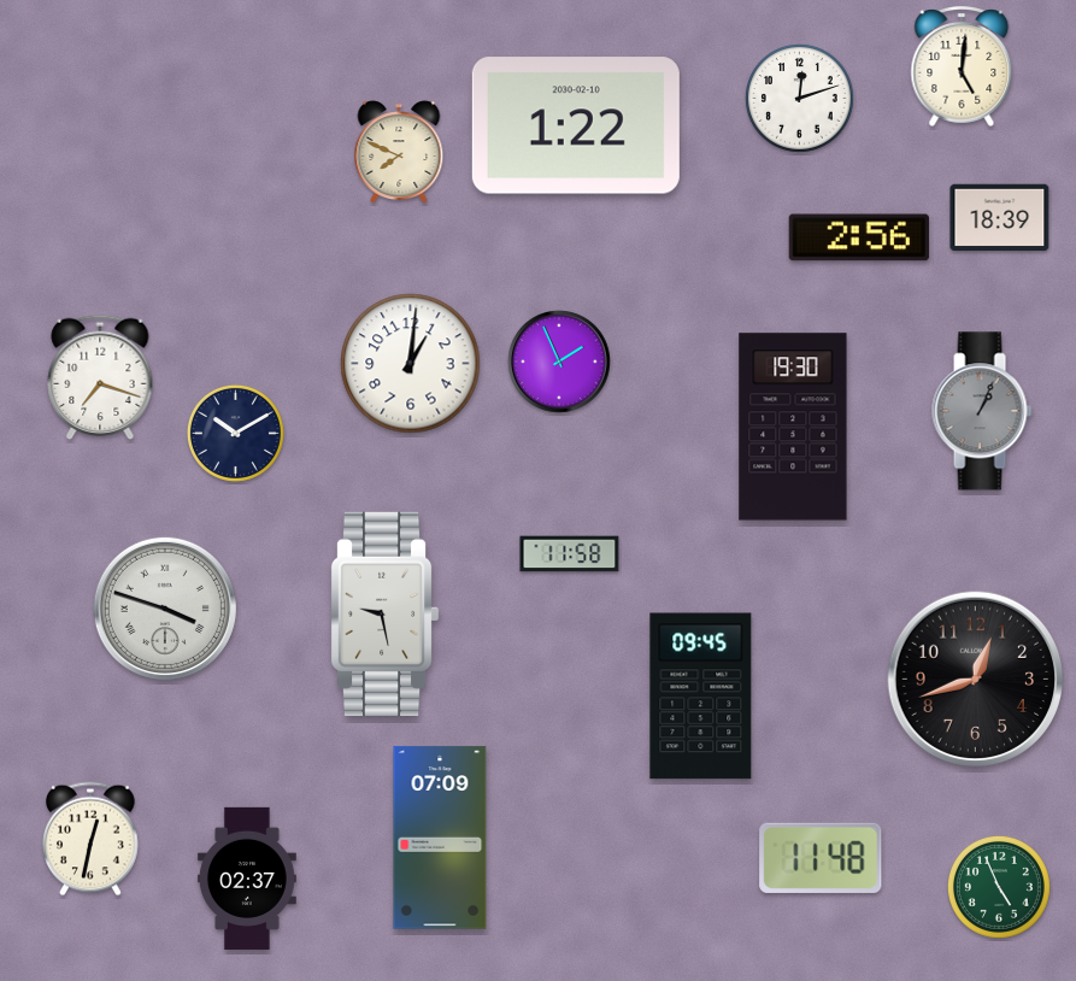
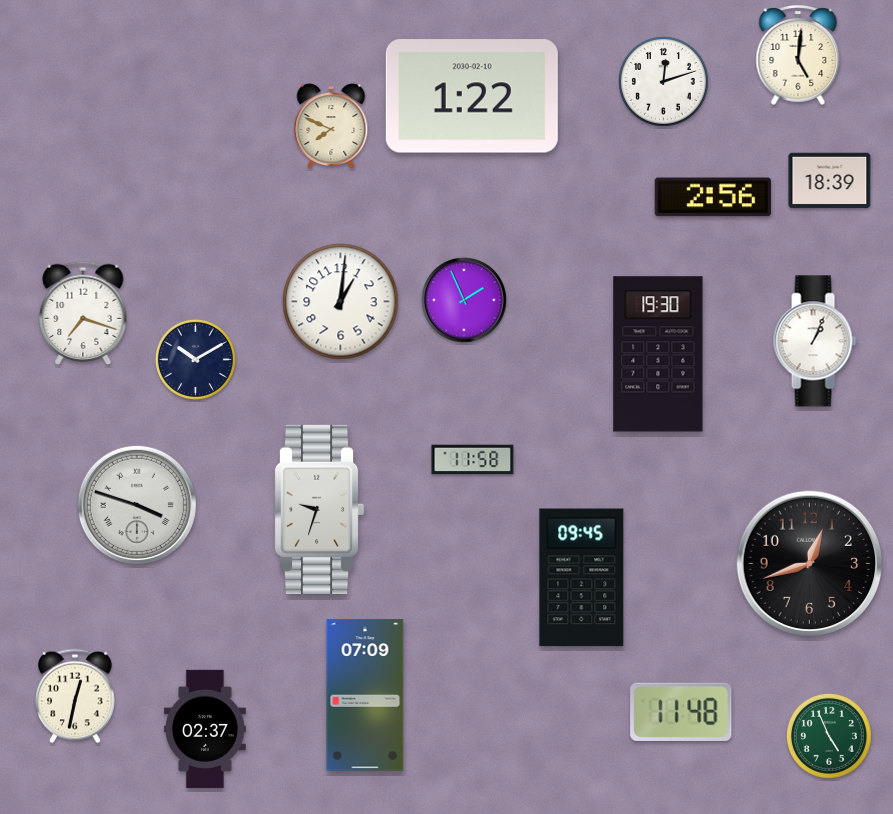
clock at (576, 125) position: (576, 125) -> (472, 96)
clock at (982, 411) dial: grey -> white
clock at (384, 613): 9:28 -> 9:33
